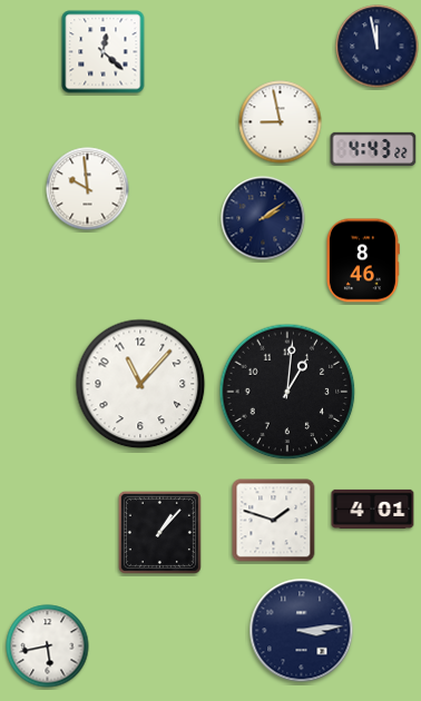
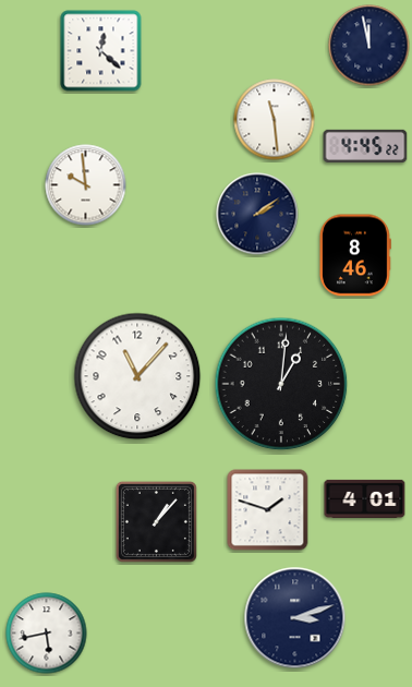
clock at (281, 122): 8:58 -> 11:29
clock at (373, 149): 4:43 -> 4:45
clock at (302, 631): 3:14 -> 3:12
